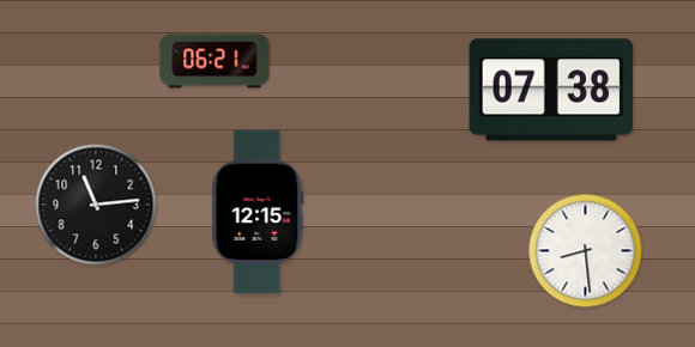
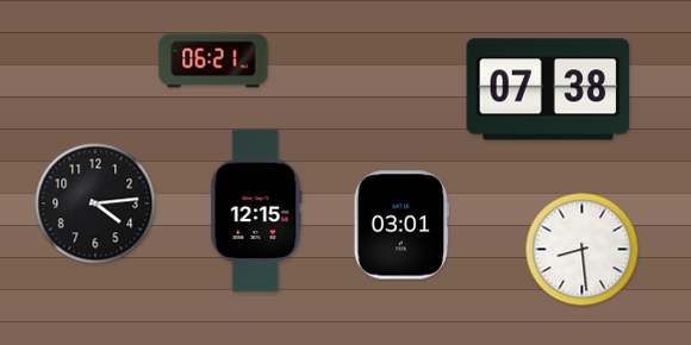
clock at (96, 205): 11:14 -> 4:14
clock at (400, 225): none -> 03:01
